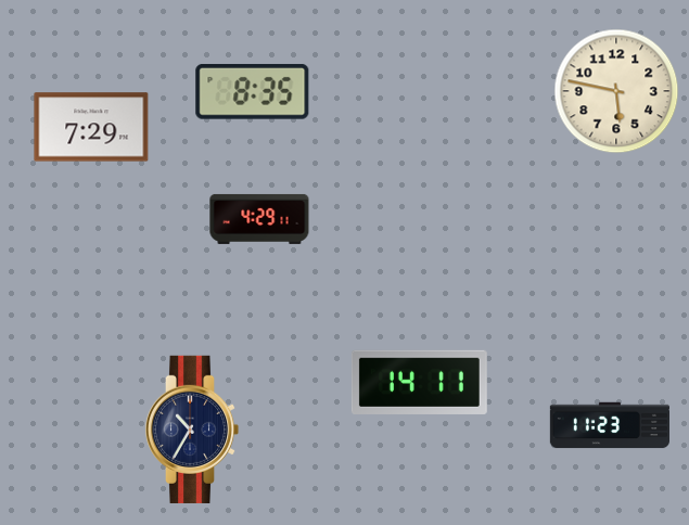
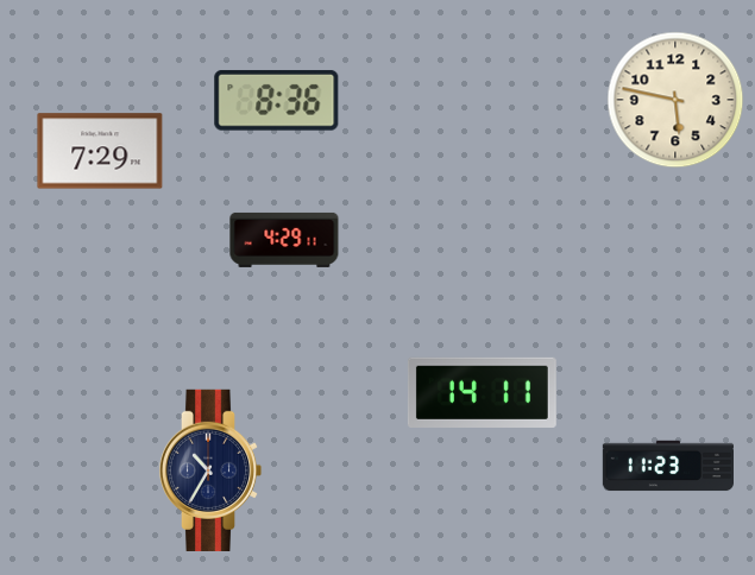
clock at (253, 91): 8:35 -> 8:36
clock at (91, 127) position: (91, 127) -> (100, 151)
clock at (419, 382) position: (419, 382) -> (482, 392)
